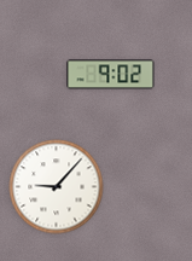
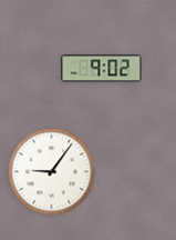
clock at (57, 187): 9:07 -> 9:06
